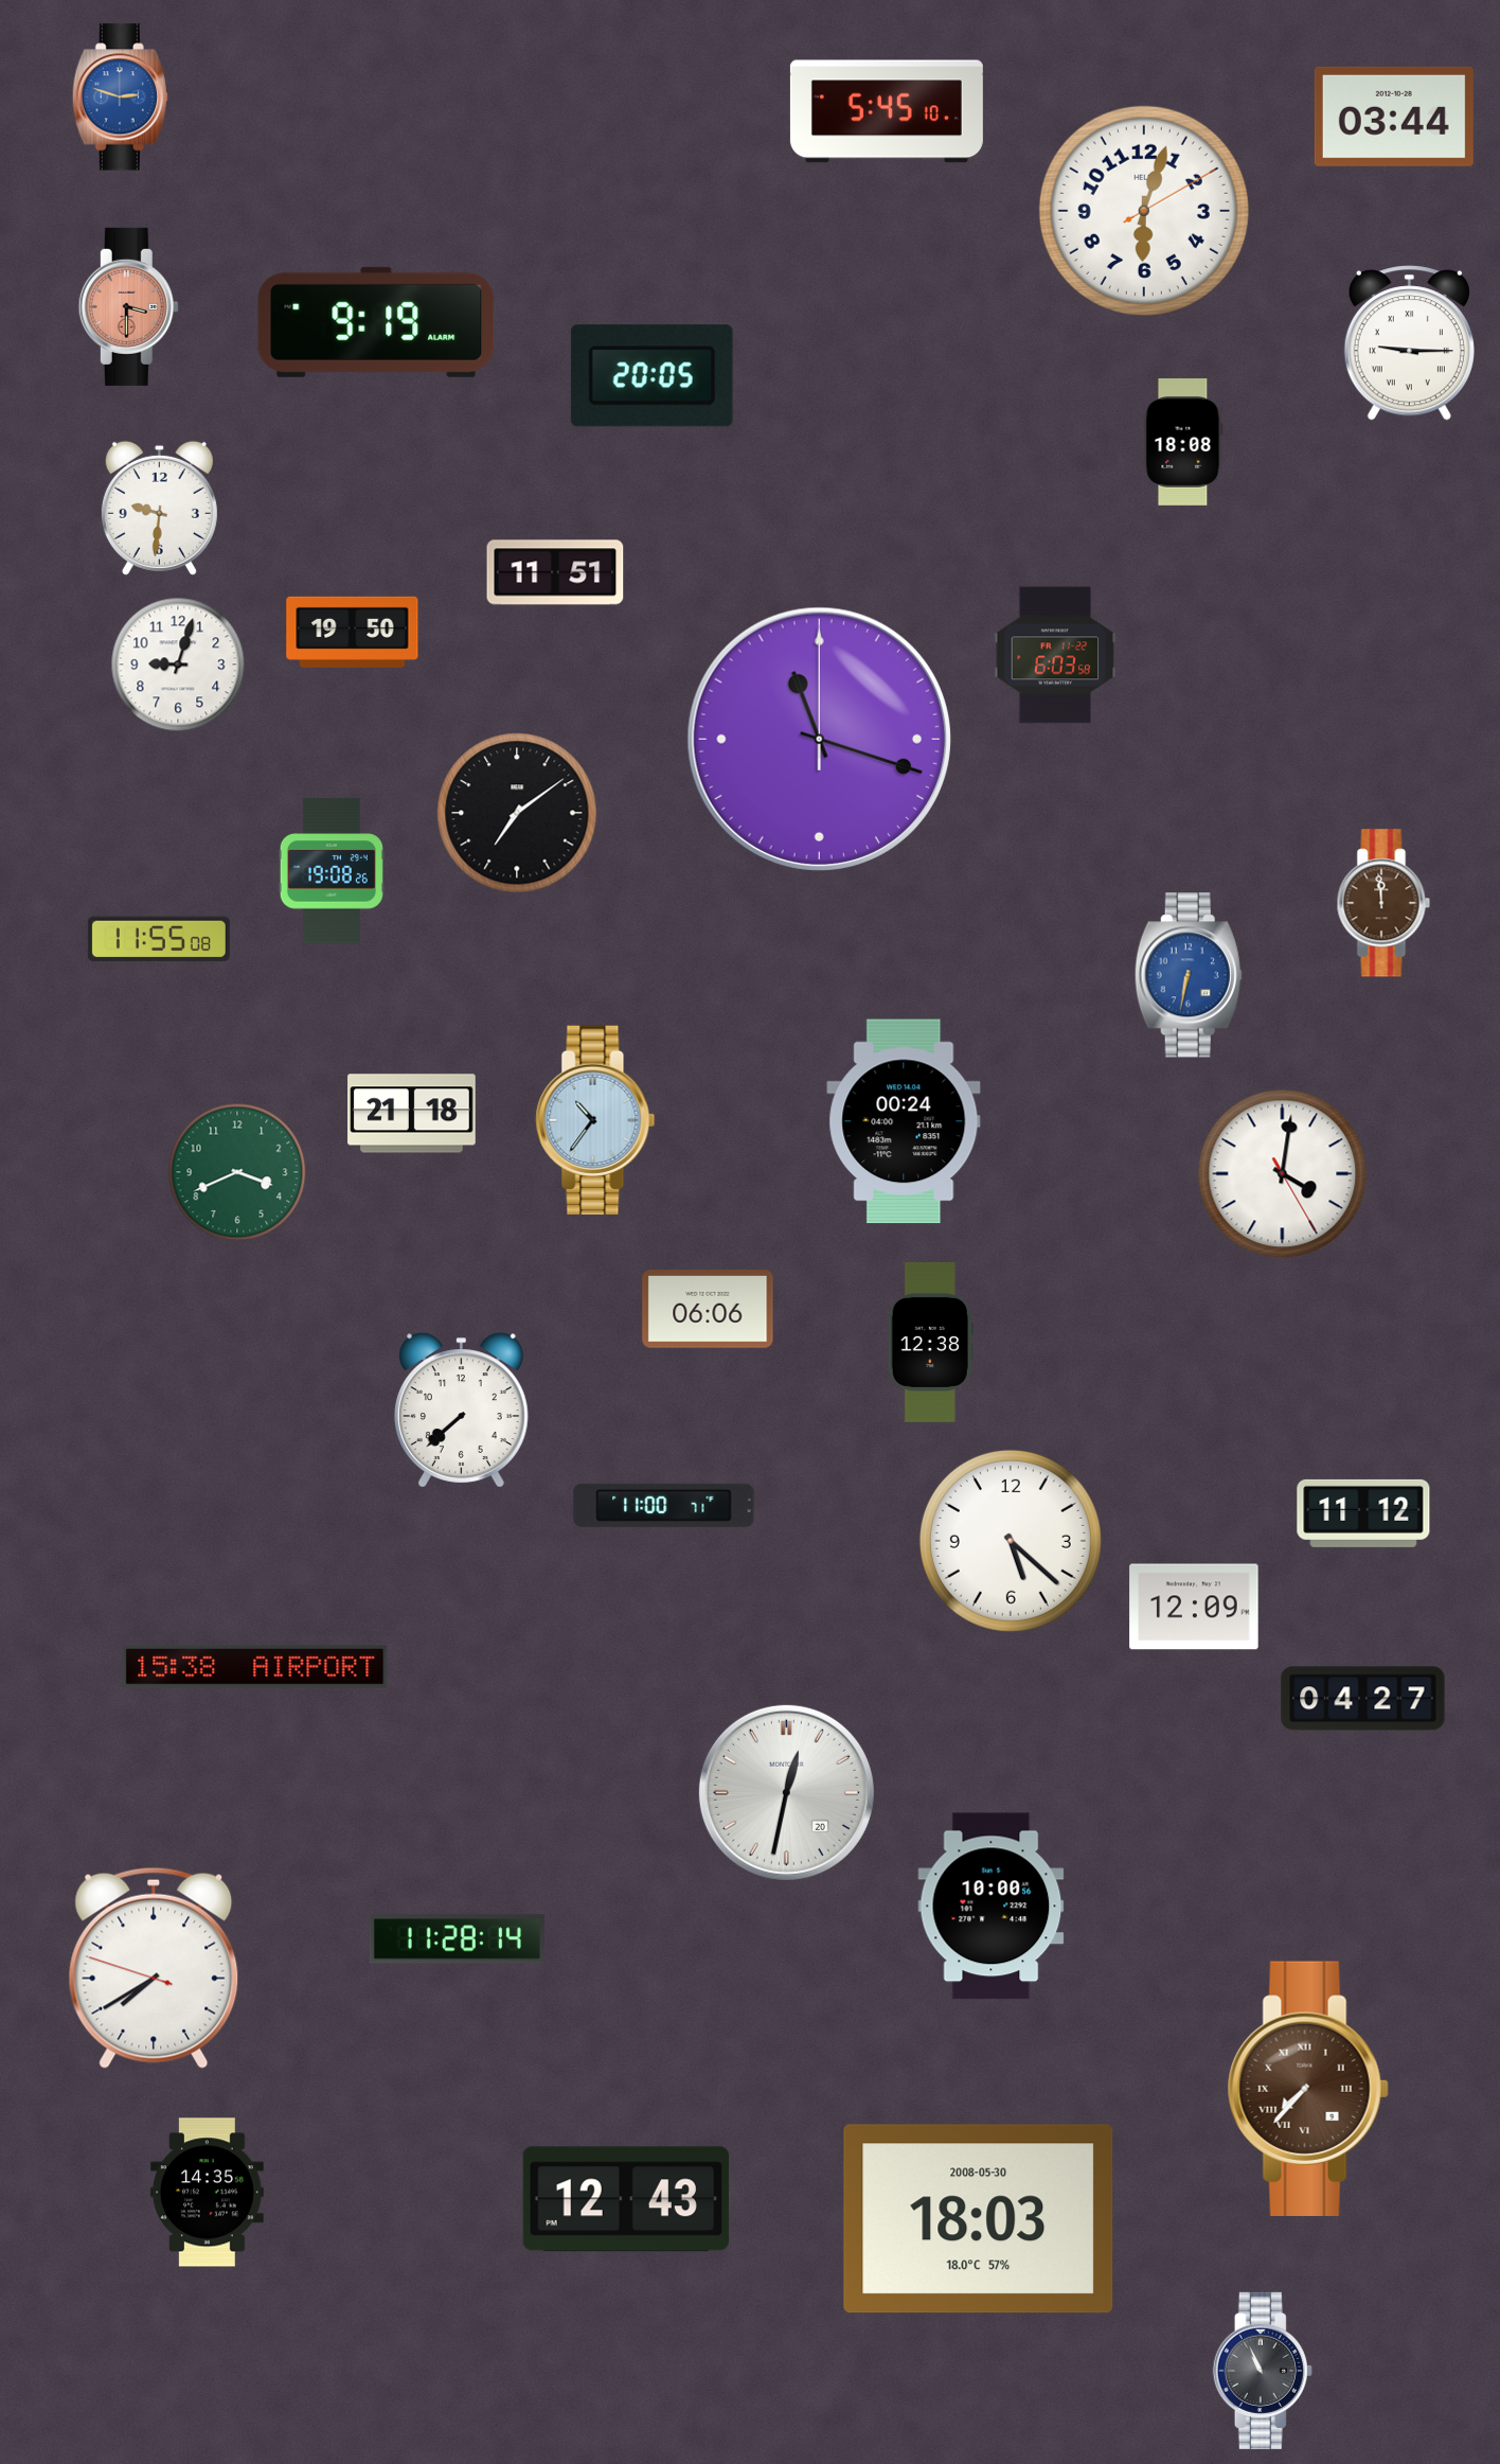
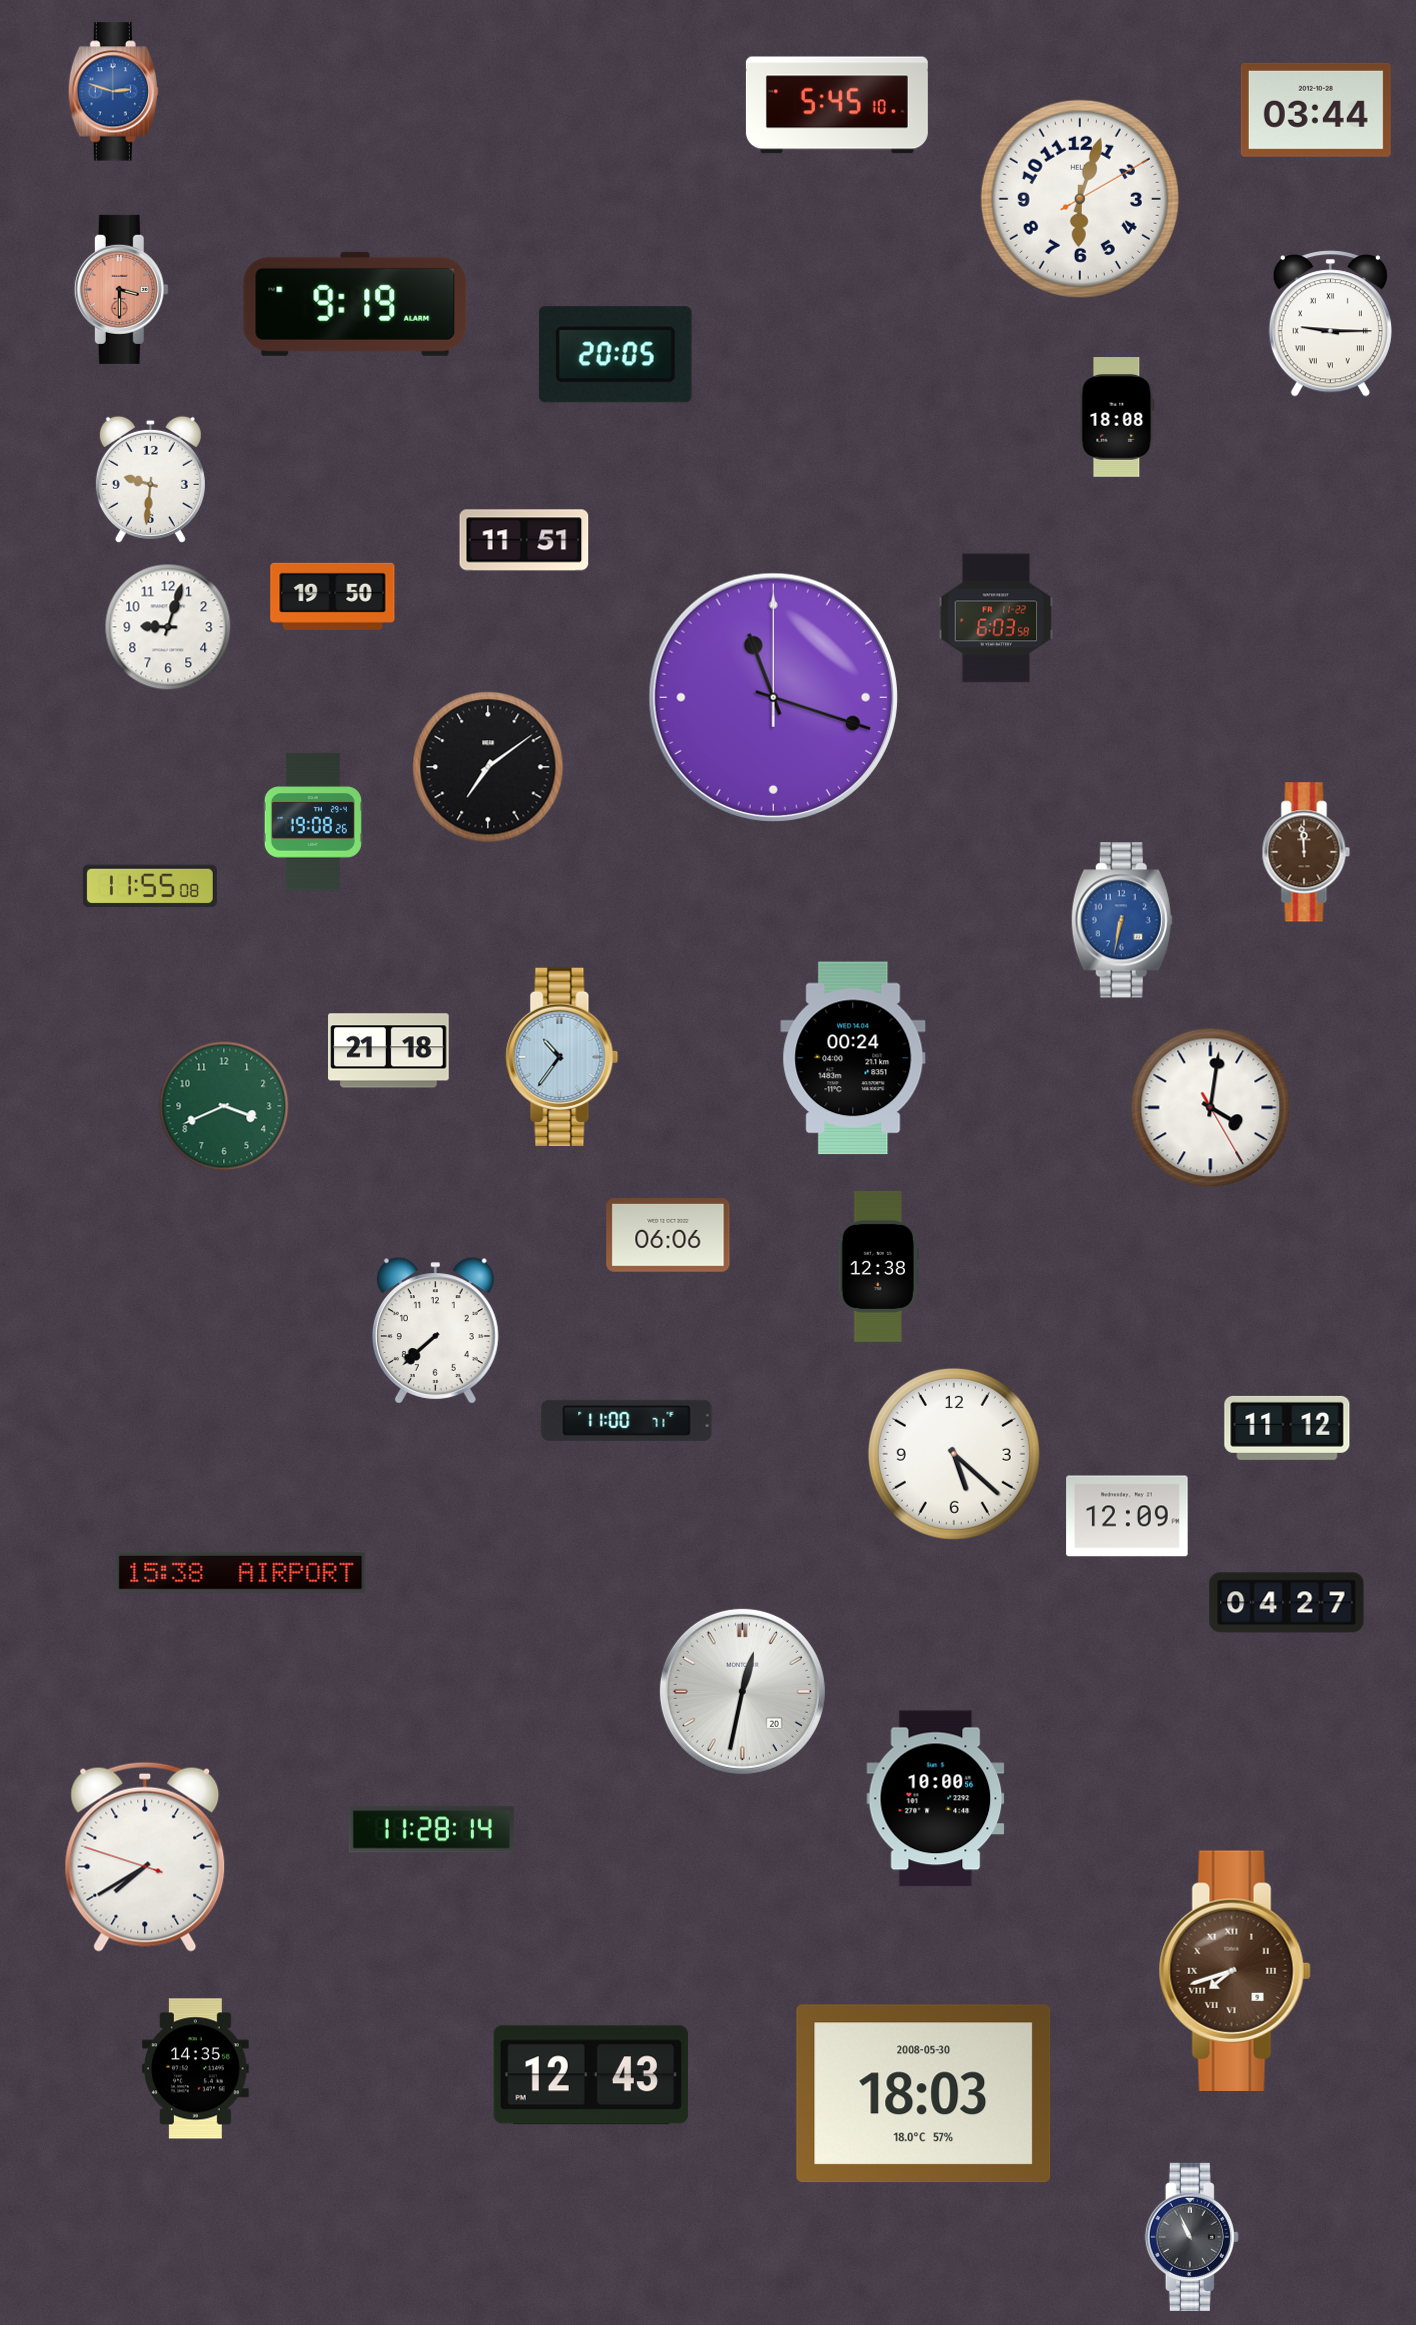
clock at (1308, 2088): 7:37 -> 7:42
